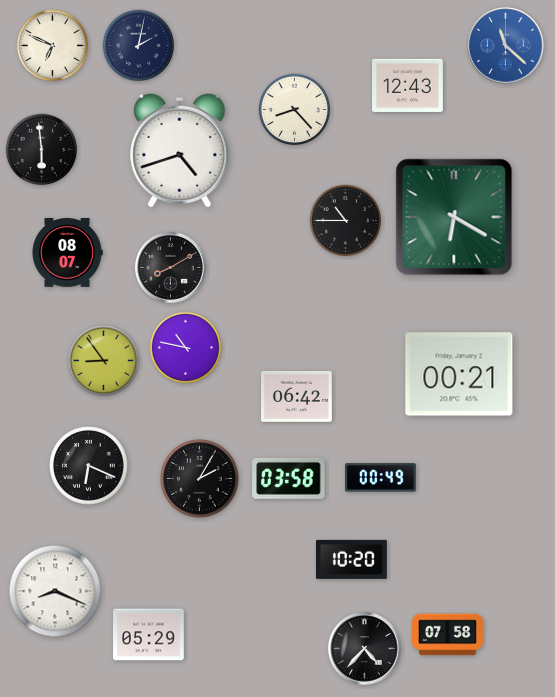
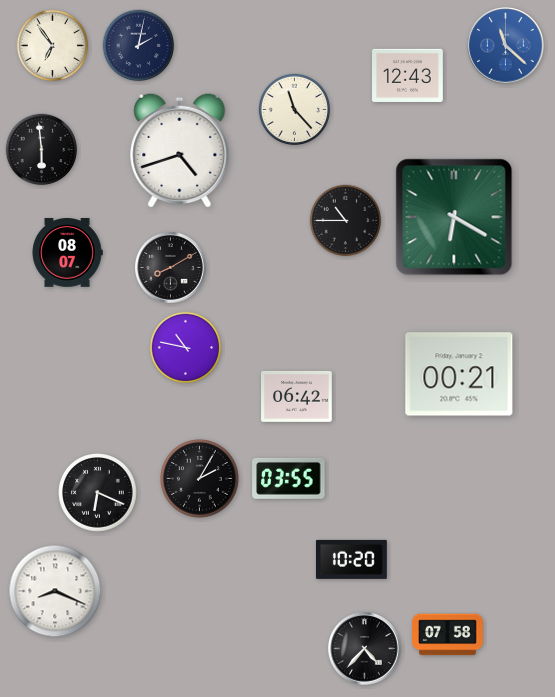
clock at (53, 46): 6:49 -> 6:54
clock at (408, 85) position: (408, 85) -> (408, 75)
clock at (295, 110): 8:23 -> 11:23
clock at (104, 361): 8:54 -> none
clock at (89, 466) position: (89, 466) -> (98, 493)
clock at (289, 478): 03:58 -> 03:55
clock at (381, 478): 00:49 -> none
clock at (149, 635): 05:29 -> none
